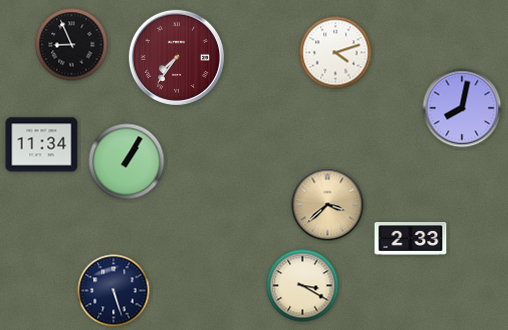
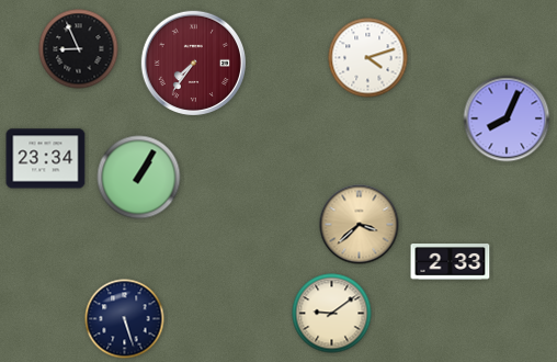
clock at (462, 108): 8:02 -> 8:04
clock at (42, 145): 11:34 -> 23:34
clock at (303, 286): 3:20 -> 9:09
